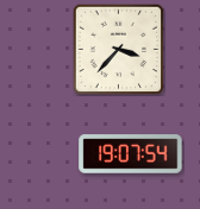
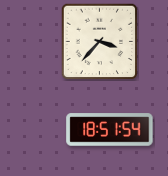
clock at (131, 154): 19:07 -> 18:51
